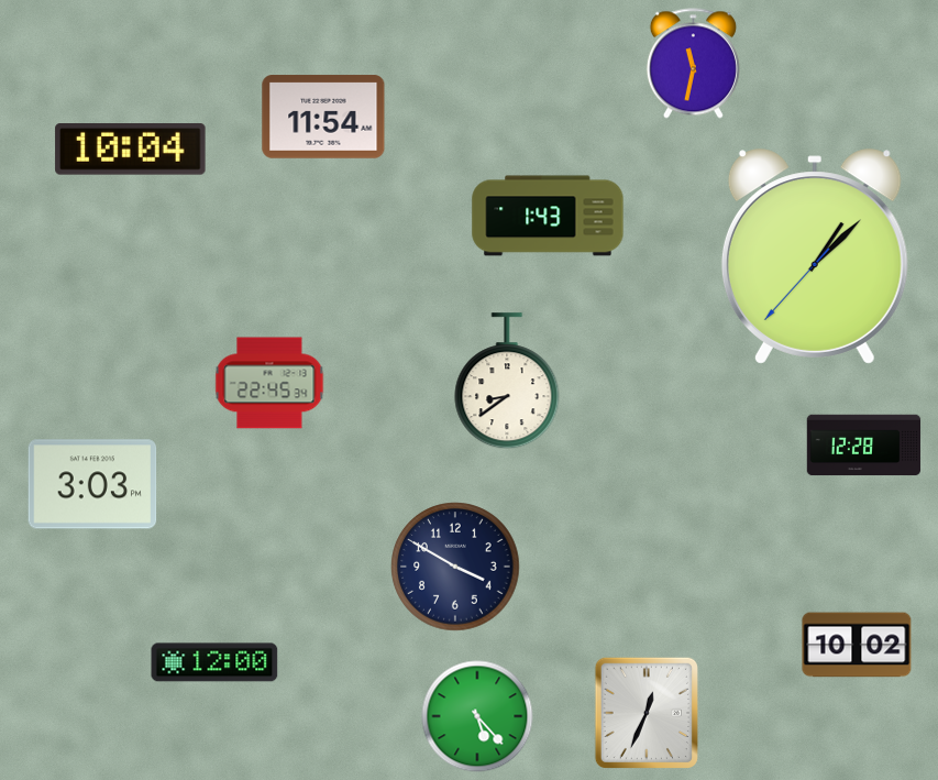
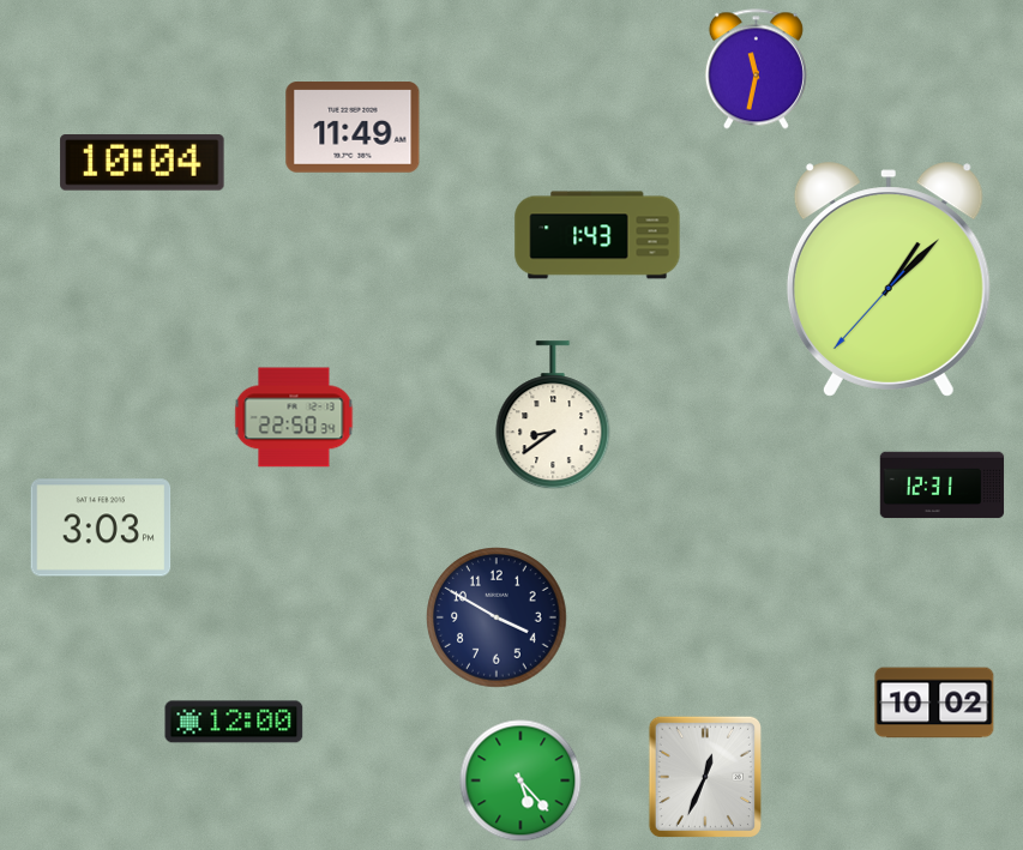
clock at (323, 117): 11:54 -> 11:49
clock at (269, 383): 22:45 -> 22:50
clock at (864, 446): 12:28 -> 12:31
